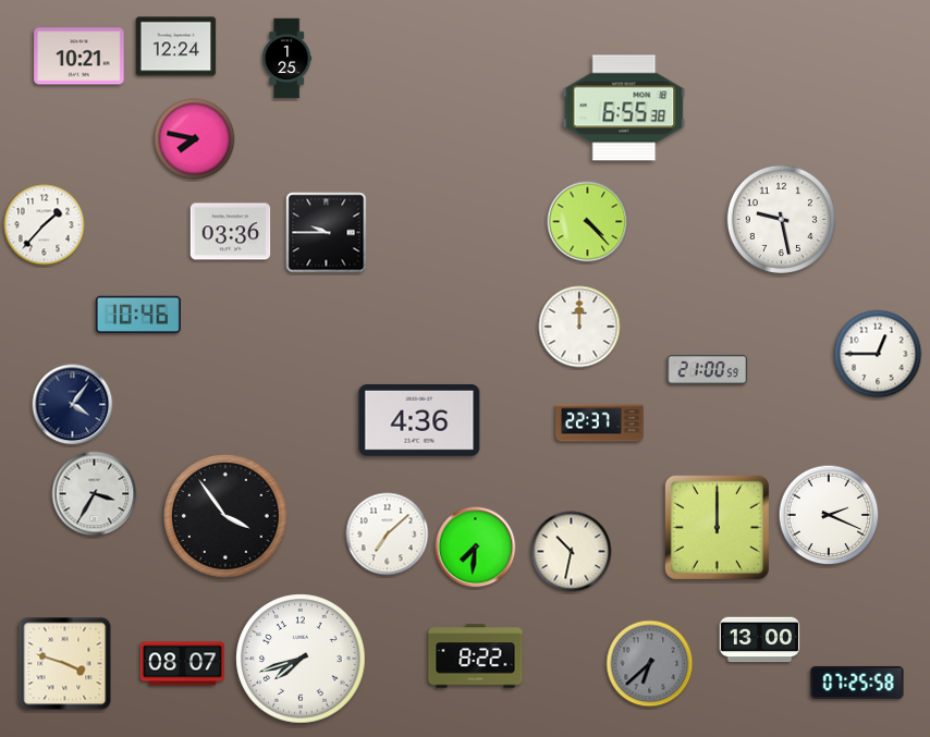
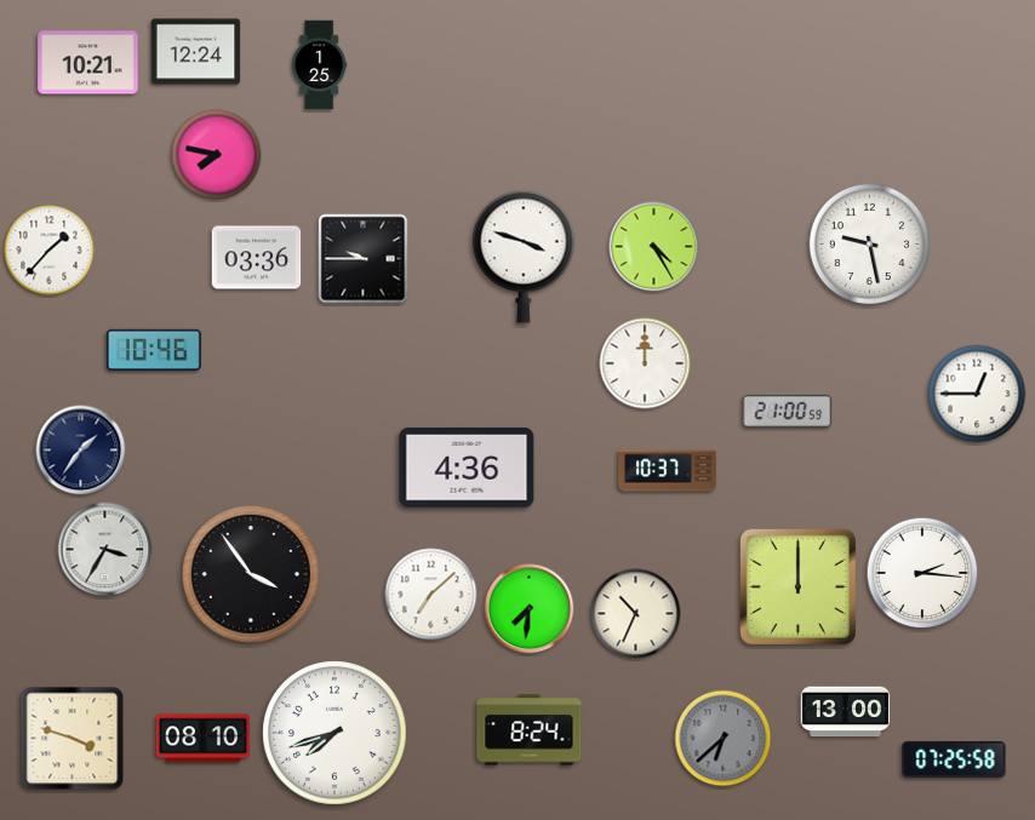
clock at (624, 108): 6:55 -> none
clock at (588, 222): 4:23 -> 4:25
clock at (524, 257): none -> 3:48
clock at (73, 405): 4:06 -> 1:36
clock at (600, 423): 22:37 -> 10:37
clock at (829, 515): 2:19 -> 2:16
clock at (572, 552): 10:32 -> 10:34
clock at (476, 656): 8:22 -> 8:24
clock at (182, 664): 08:07 -> 08:10
